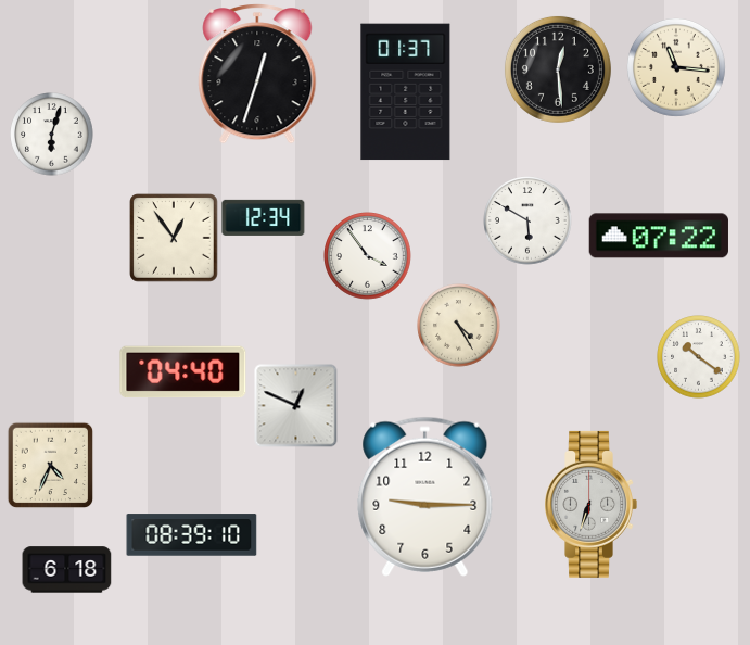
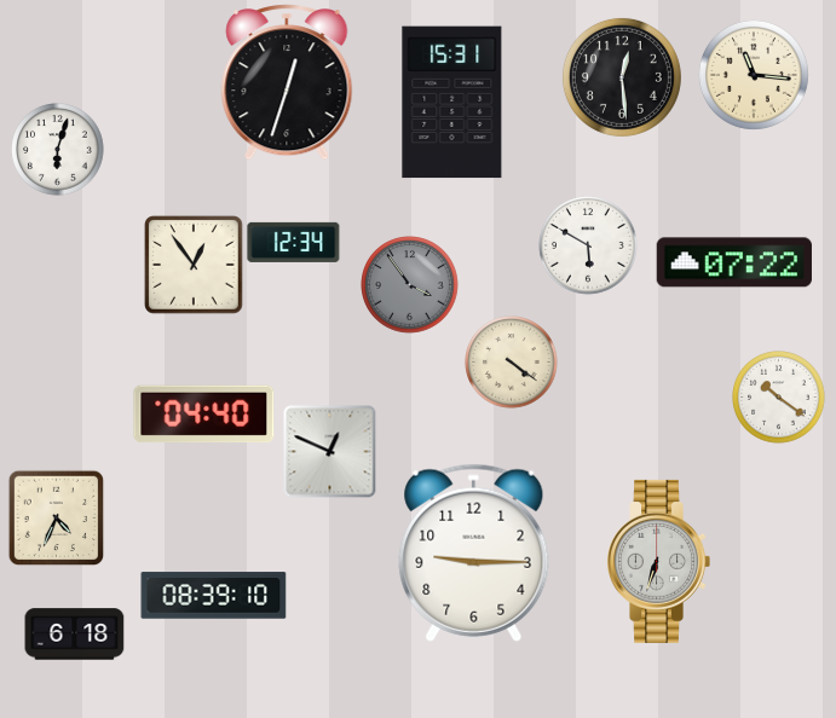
clock at (406, 92): 01:37 -> 15:31
clock at (368, 256) dial: white -> grey
clock at (459, 326): 4:25 -> 4:21
